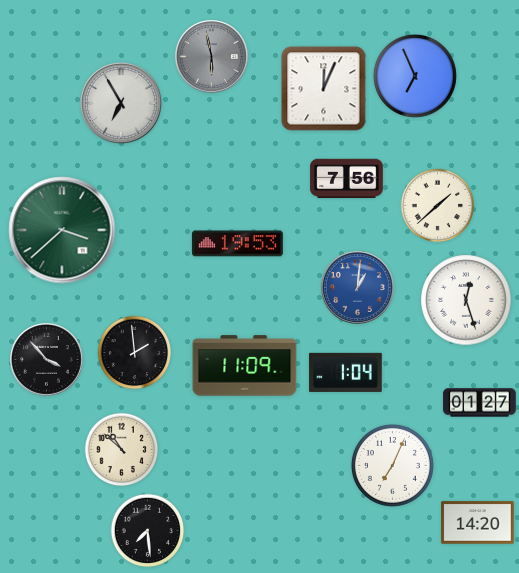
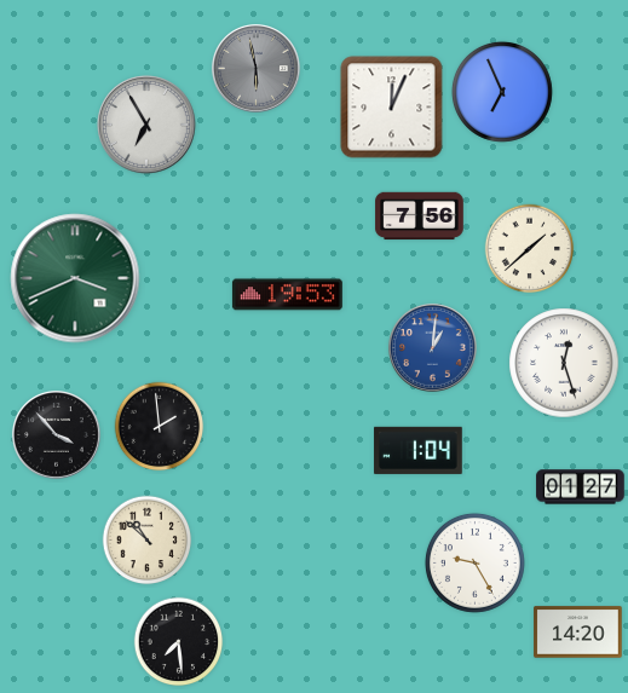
clock at (62, 230): 3:38 -> 3:41
clock at (135, 353) position: (135, 353) -> (160, 427)
clock at (245, 366): 11:09 -> none
clock at (122, 450) position: (122, 450) -> (148, 541)
clock at (392, 465): 7:04 -> 9:25
